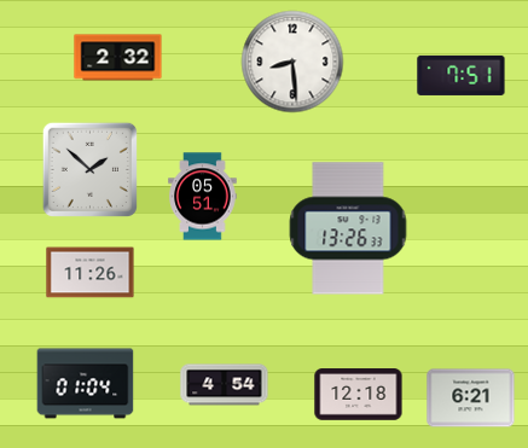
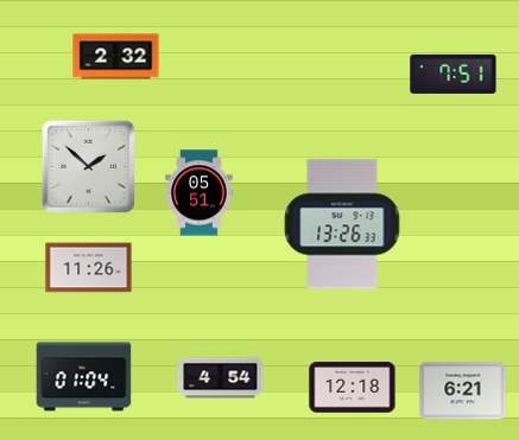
clock at (292, 62): 8:29 -> none
